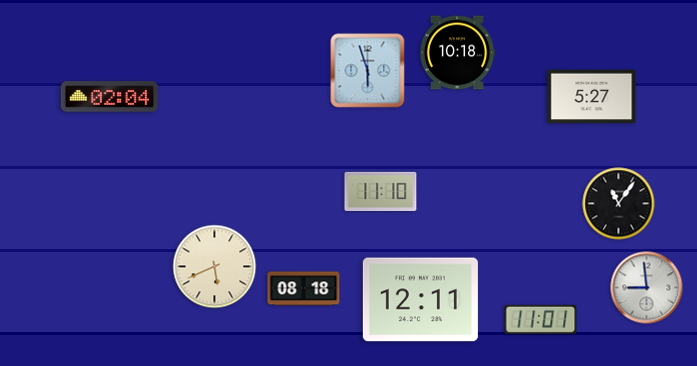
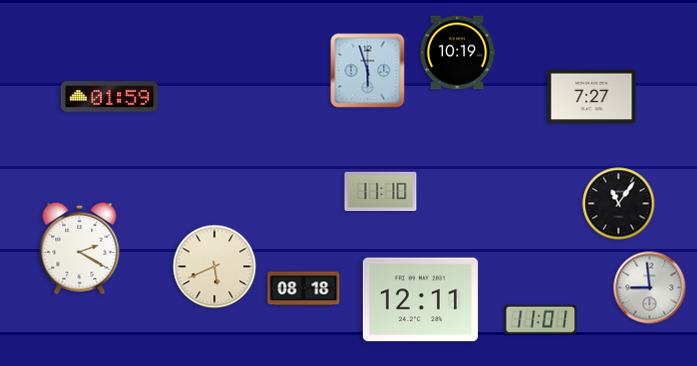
clock at (457, 53): 10:18 -> 10:19
clock at (109, 97): 02:04 -> 01:59
clock at (592, 97): 5:27 -> 7:27
clock at (80, 248): none -> 2:20
clock at (647, 288) position: (647, 288) -> (650, 288)
